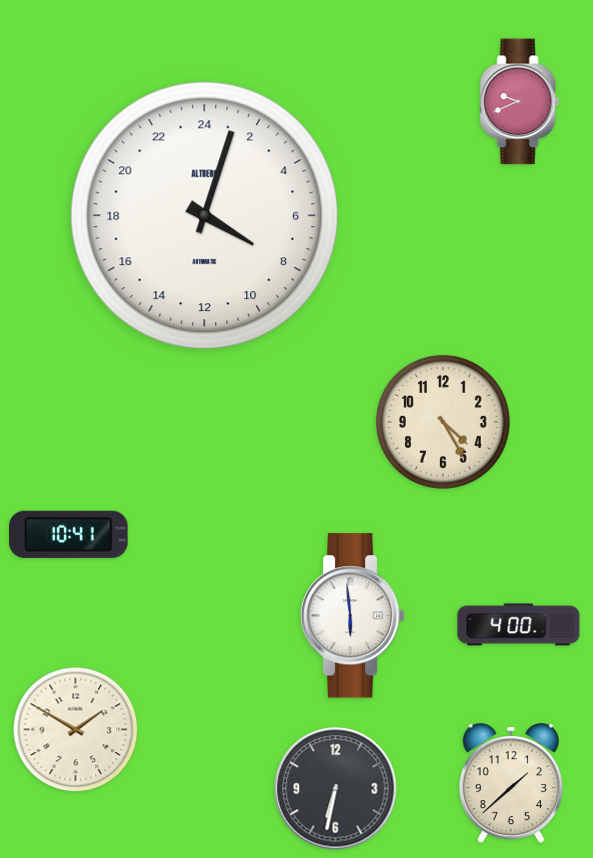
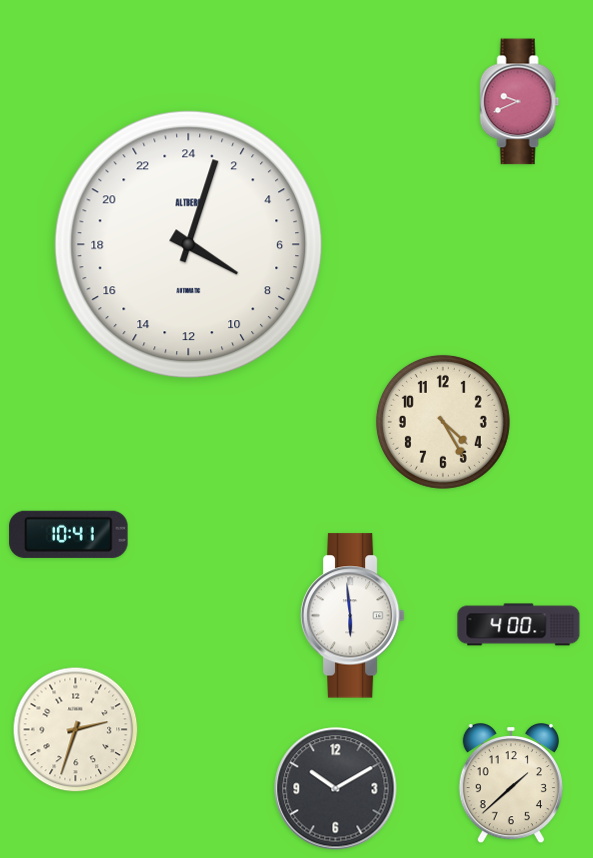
clock at (205, 216) position: (205, 216) -> (189, 245)
clock at (76, 730): 1:50 -> 2:33
clock at (336, 789): 6:32 -> 10:10
